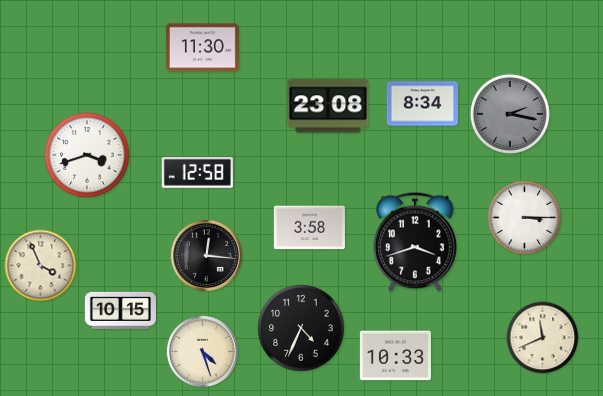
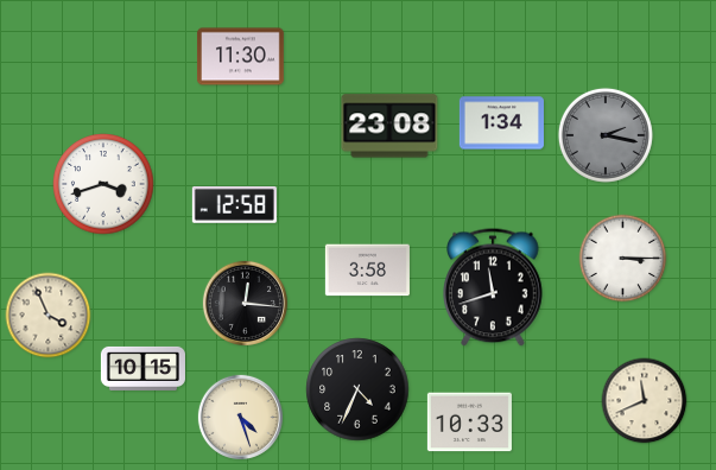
clock at (422, 104): 8:34 -> 1:34
clock at (416, 242): 3:42 -> 11:42
